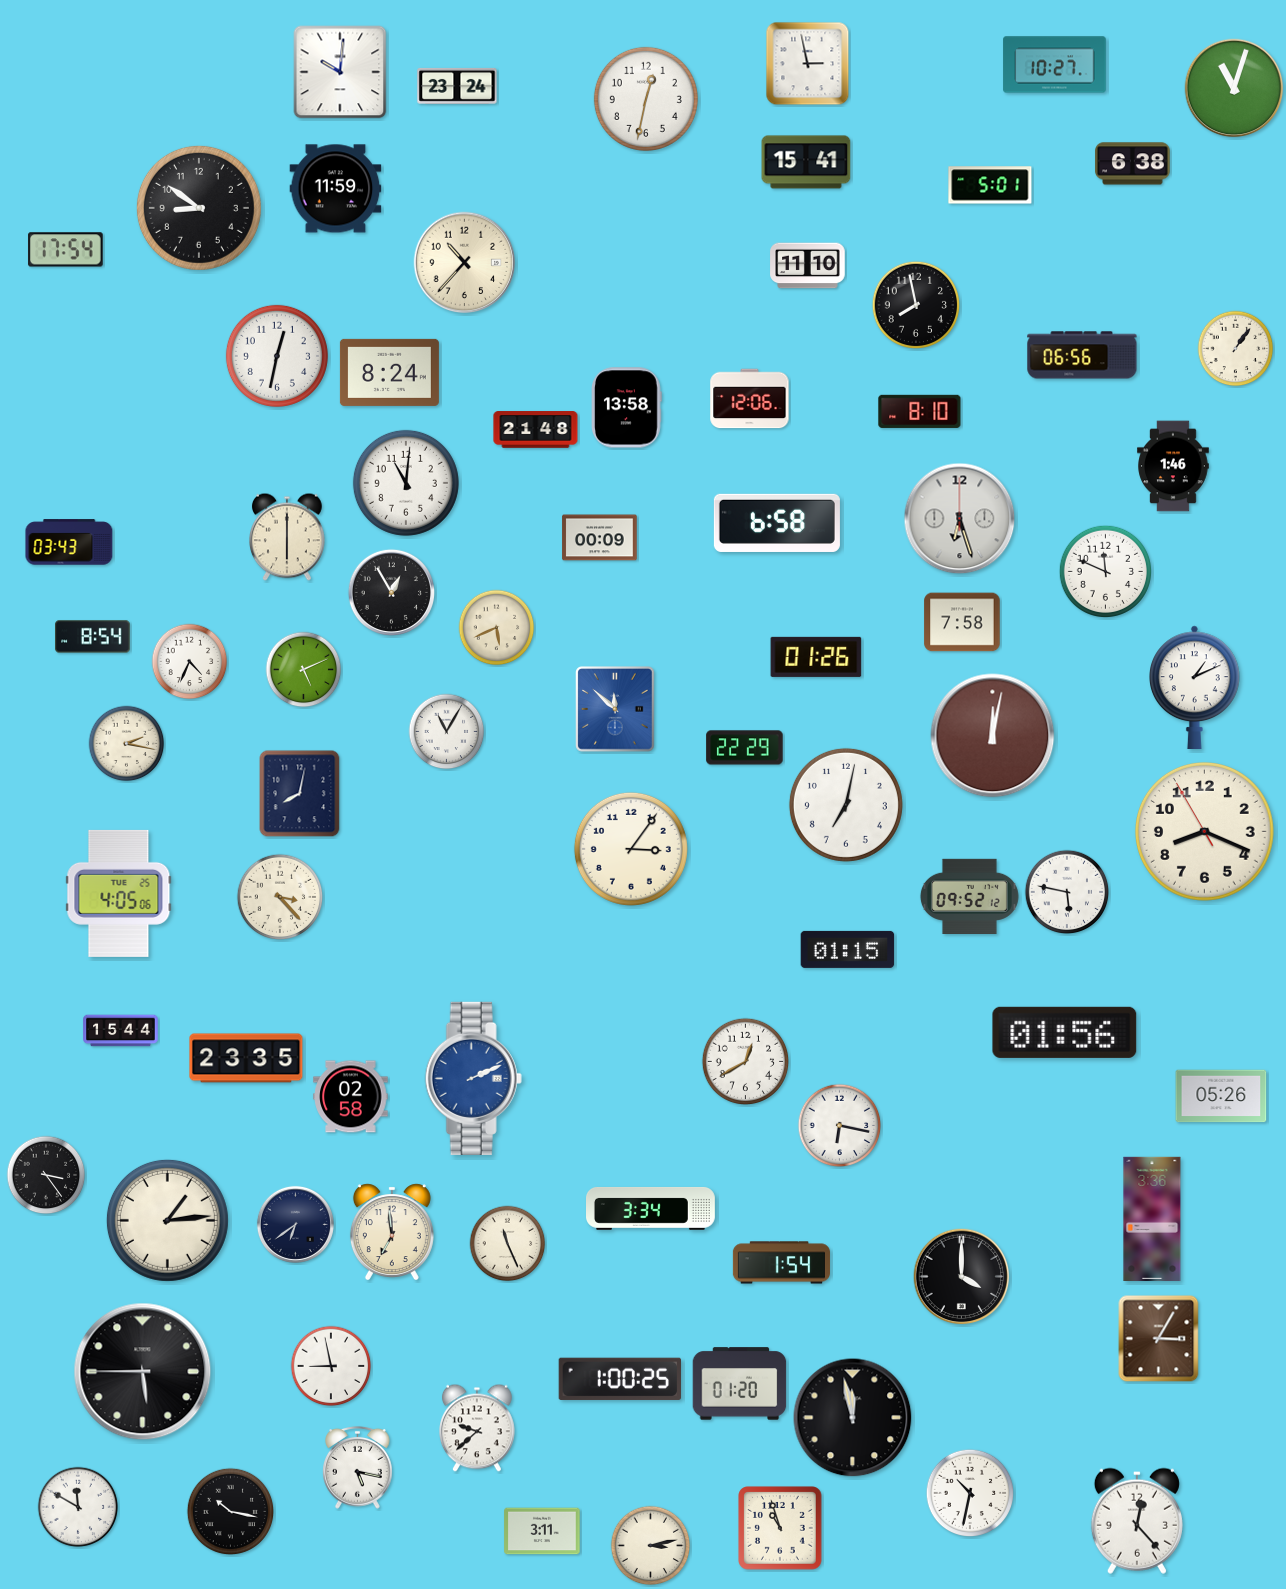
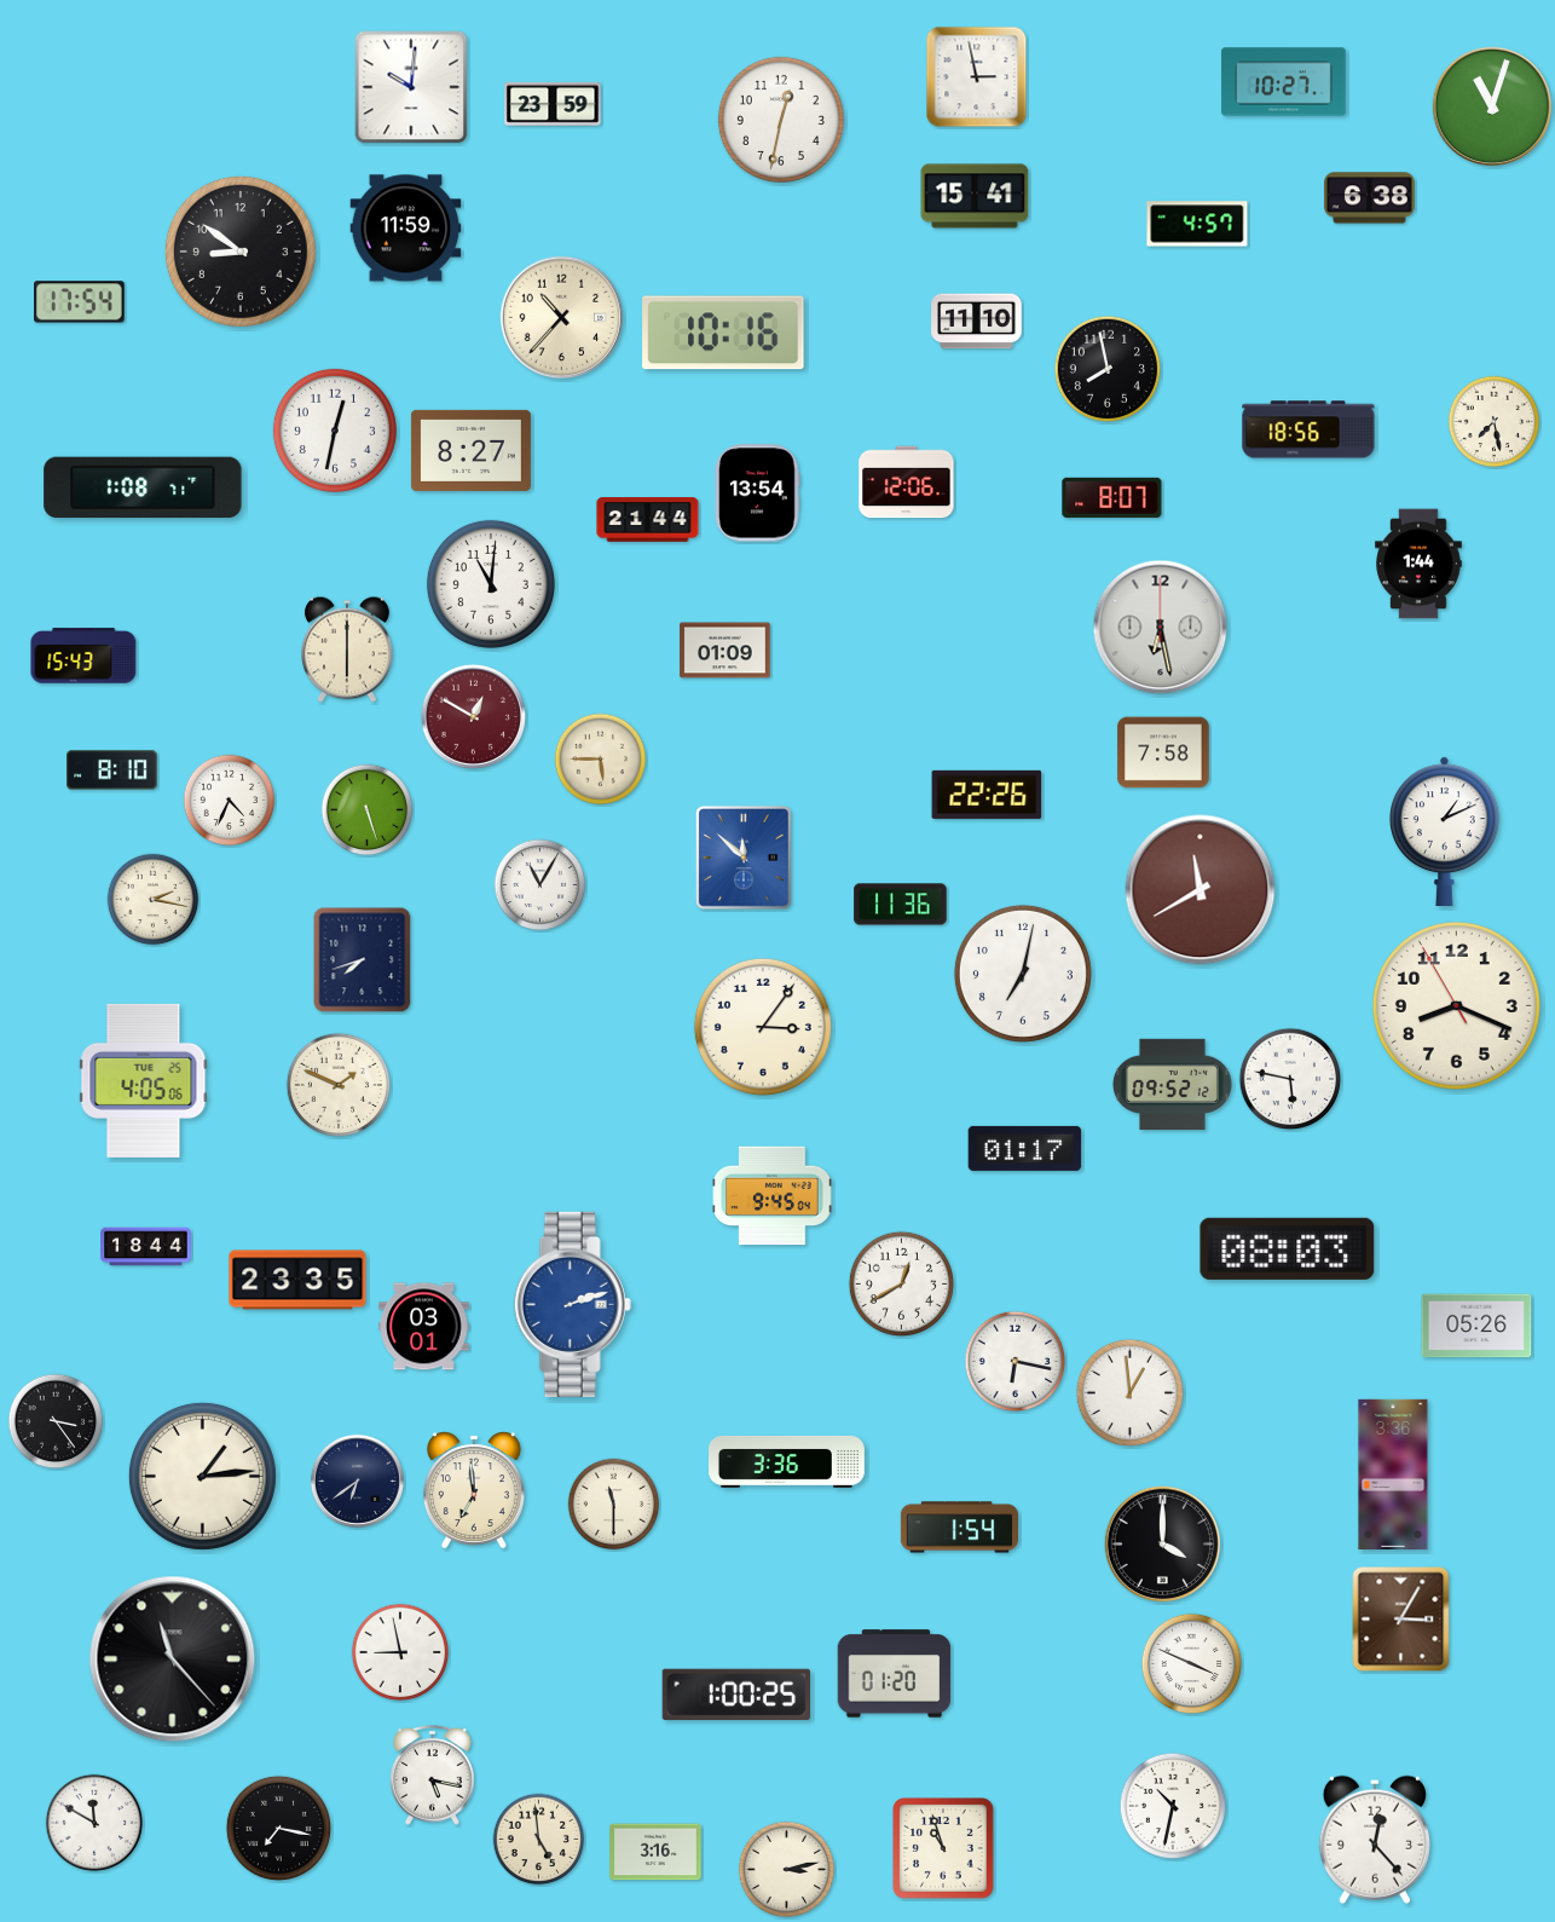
clock at (1055, 65) position: (1055, 65) -> (1284, 82)
clock at (457, 86): 23:24 -> 23:59
clock at (990, 185): 5:01 -> 4:57
clock at (723, 333): none -> 10:16
clock at (1236, 349): 1:06 -> 7:28
clock at (1082, 355): 06:56 -> 18:56
clock at (389, 372): 8:24 -> 8:27
clock at (143, 487): none -> 1:08
clock at (627, 408): 13:58 -> 13:54
clock at (920, 411): 8:10 -> 8:07
clock at (536, 430): 21:48 -> 21:44
clock at (1173, 466): 1:46 -> 1:44
clock at (960, 519): 6:27 -> 6:28
clock at (777, 523): 6:58 -> none
clock at (600, 538): 00:09 -> 01:09
clock at (69, 542): 03:43 -> 15:43
clock at (1105, 571): 11:49 -> none
clock at (391, 592): 12:55 -> 12:50
clock at (391, 592) dial: black -> burgundy
clock at (497, 628): 5:41 -> 5:45
clock at (93, 637): 8:54 -> 8:10
clock at (816, 657): 01:26 -> 22:26
clock at (304, 670): 5:11 -> 5:27
clock at (993, 736): 12:02 -> 11:40
clock at (745, 748): 22:29 -> 11:36
clock at (300, 794): 8:02 -> 7:42
clock at (280, 897): 3:23 -> 1:49
clock at (848, 949): 01:15 -> 01:17
clock at (773, 1196): none -> 9:45
clock at (121, 1031): 15:44 -> 18:44
clock at (1065, 1032): 01:56 -> 08:03
clock at (473, 1078): 2:11 -> 2:12
clock at (351, 1097): 02:58 -> 03:01
clock at (1131, 1393): none -> 12:59
clock at (651, 1208): 3:34 -> 3:36
clock at (508, 1244): 11:26 -> 11:30
clock at (781, 1263) position: (781, 1263) -> (959, 1528)
clock at (143, 1372): 5:45 -> 11:23
clock at (1192, 1664): none -> 3:49
clock at (619, 1379) position: (619, 1379) -> (735, 1695)
clock at (853, 1418): 11:58 -> none
clock at (478, 1428): 9:38 -> none
clock at (231, 1512): 10:17 -> 7:17
clock at (539, 1840): none -> 4:59
clock at (542, 1531): 3:11 -> 3:16
